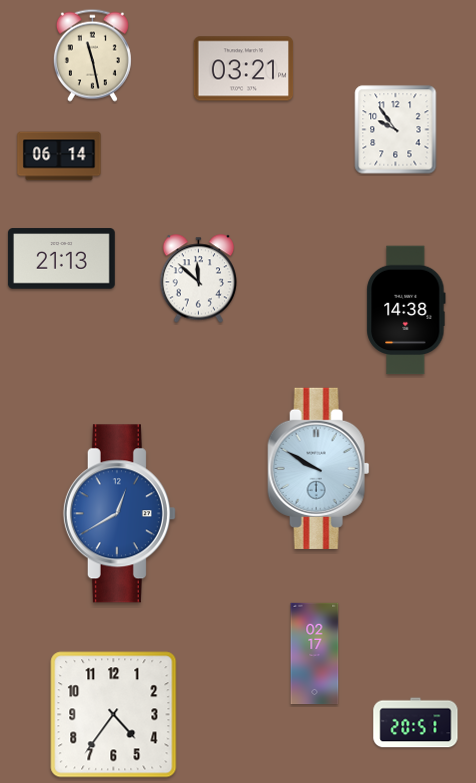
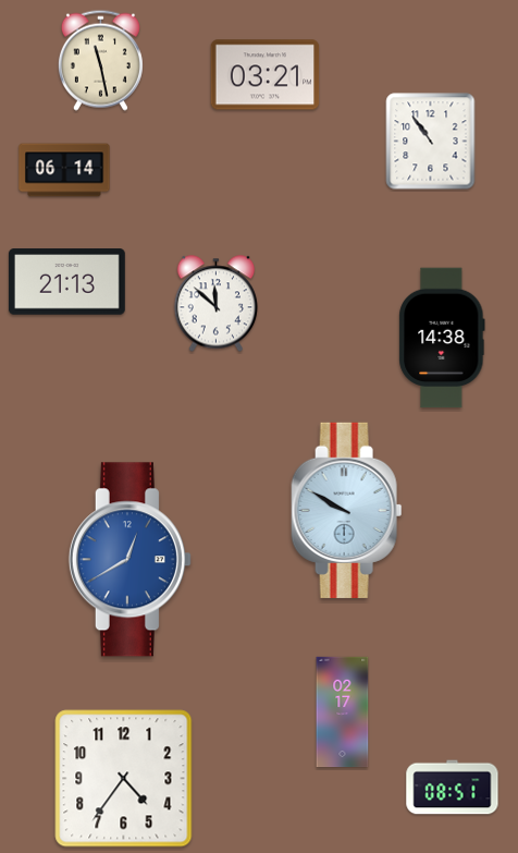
clock at (396, 130): 9:54 -> 10:54
clock at (416, 723): 20:51 -> 08:51
